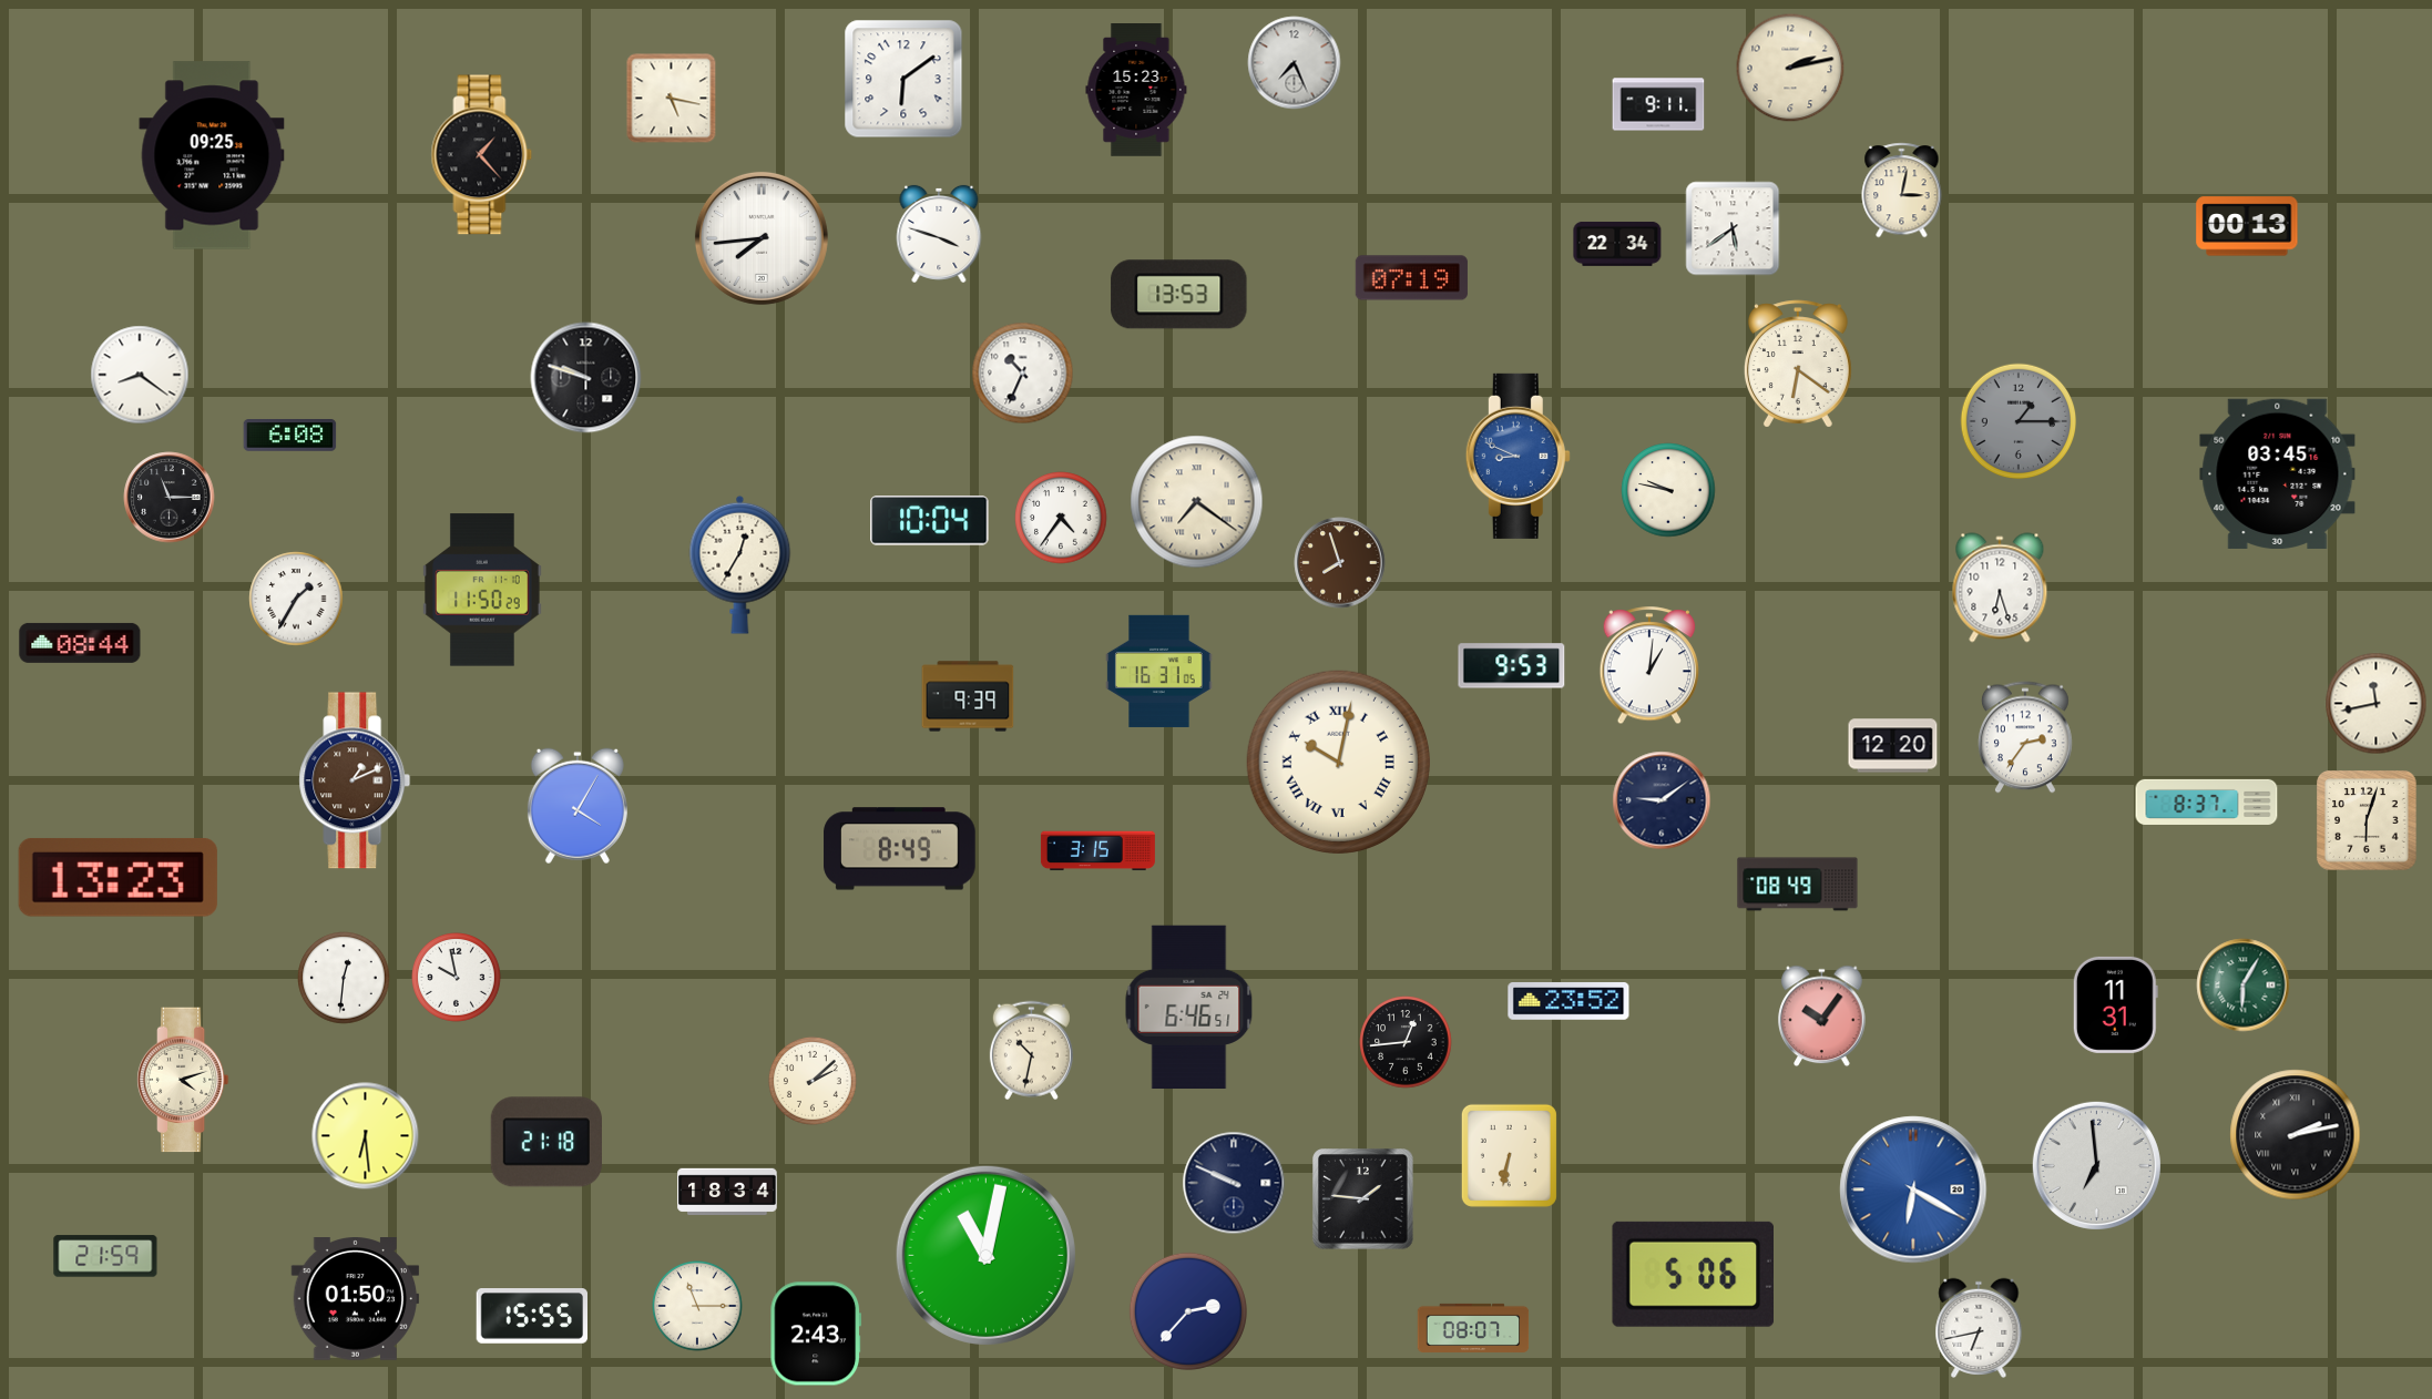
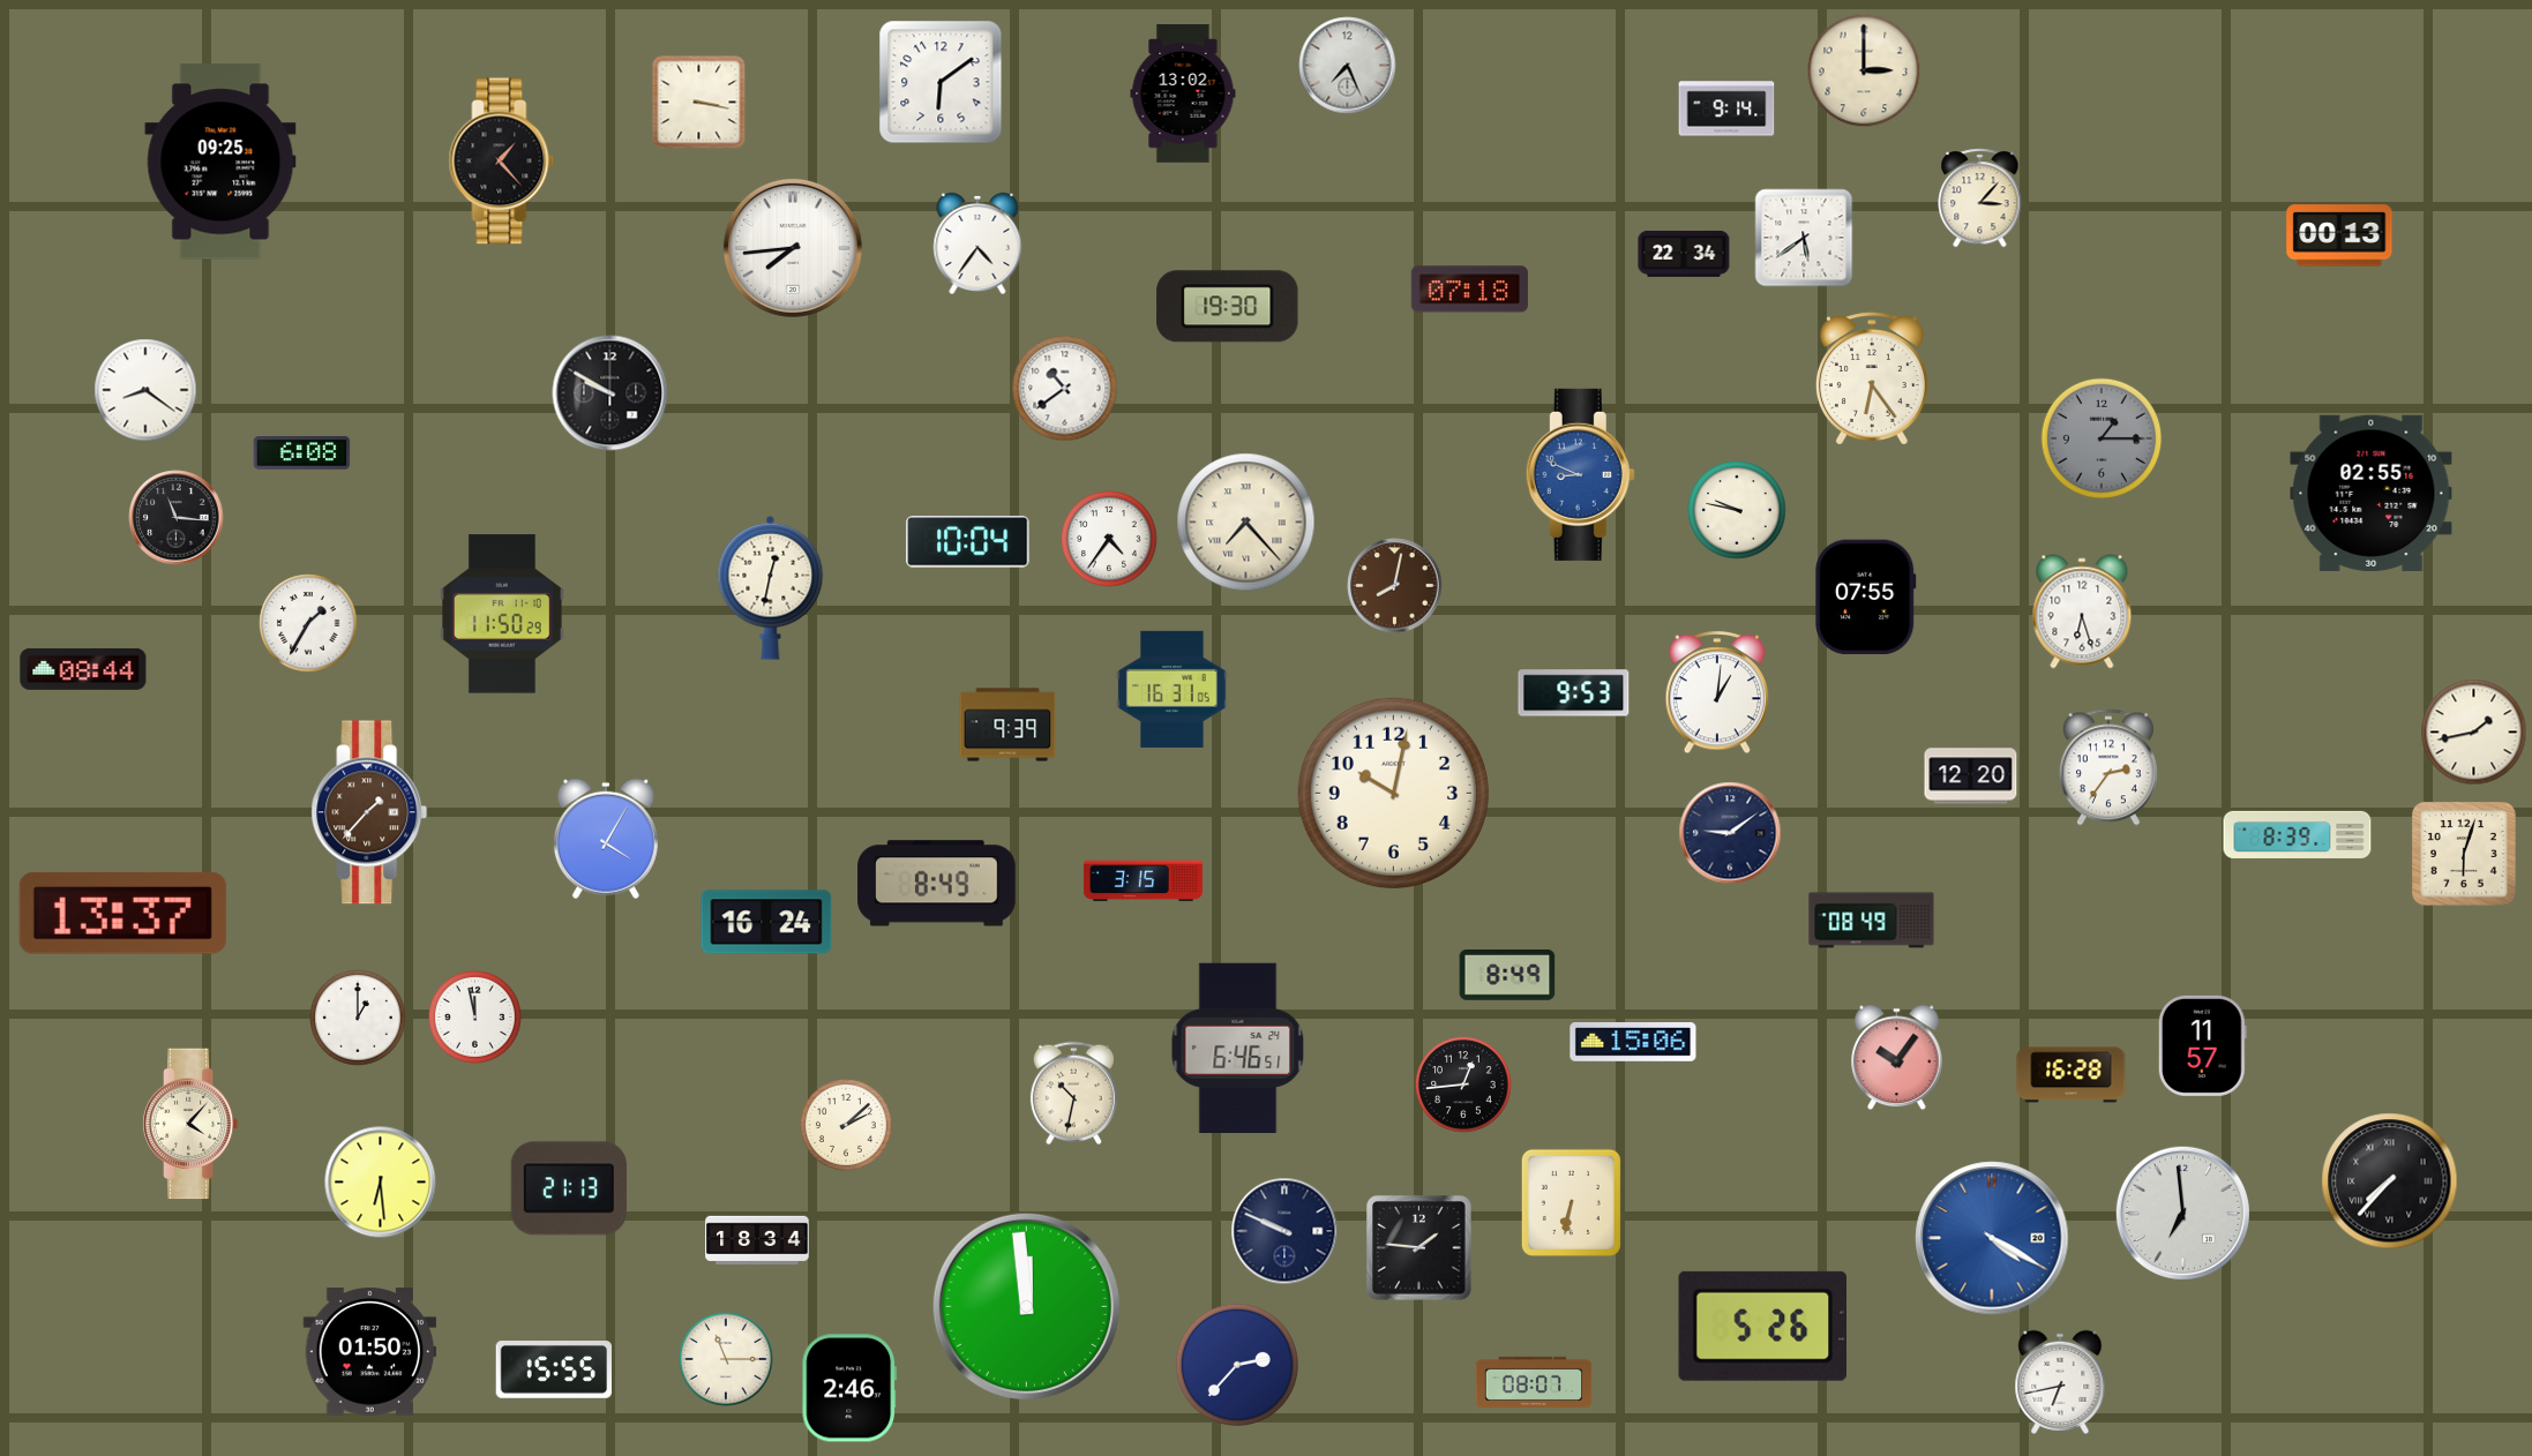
clock at (1790, 68): 2:13 -> 3:00
clock at (1136, 91): 15:23 -> 13:02
clock at (672, 99): 5:17 -> 3:17
clock at (1658, 104): 9:11 -> 9:14
clock at (1902, 191): 3:02 -> 3:07
clock at (939, 234): 3:48 -> 4:36
clock at (1411, 278): 07:19 -> 07:18
clock at (1179, 295): 13:53 -> 19:30
clock at (1798, 364): 6:21 -> 6:24
clock at (1023, 374): 10:34 -> 10:39
clock at (586, 378): 9:48 -> 9:50
clock at (2278, 473): 03:45 -> 02:55
clock at (170, 498): 11:15 -> 11:16
clock at (1197, 502): 7:21 -> 7:23
clock at (1061, 518) position: (1061, 518) -> (1109, 539)
clock at (1340, 563): 7:57 -> 8:02
clock at (740, 564): 12:35 -> 12:32
clock at (1866, 598): none -> 07:55
clock at (1159, 671) position: (1159, 671) -> (1173, 689)
clock at (2377, 704): 11:43 -> 1:43
clock at (1338, 762) numerals: Roman -> Arabic
clock at (355, 780): 1:11 -> 1:37
clock at (2207, 801): 8:37 -> 8:39
clock at (578, 806) position: (578, 806) -> (606, 839)
clock at (1097, 851) position: (1097, 851) -> (1143, 881)
clock at (117, 878): 13:23 -> 13:37
clock at (766, 922): none -> 16:24
clock at (1507, 976): none -> 8:49
clock at (344, 978): 12:31 -> 1:00
clock at (457, 978): 9:58 -> 11:58
clock at (2244, 986): 6:05 -> none
clock at (1568, 1002): 23:52 -> 15:06
clock at (2115, 1004): 11:31 -> 11:57
clock at (2072, 1075): none -> 16:28
clock at (183, 1080): 4:12 -> 4:07
clock at (2296, 1135): 2:13 -> 7:37
clock at (546, 1142): 21:18 -> 21:13
clock at (1913, 1189): 6:20 -> 4:20
clock at (985, 1255): 11:02 -> 11:59
clock at (105, 1256): 21:59 -> none
clock at (1693, 1274): 5:06 -> 5:26
clock at (816, 1334): 2:43 -> 2:46
